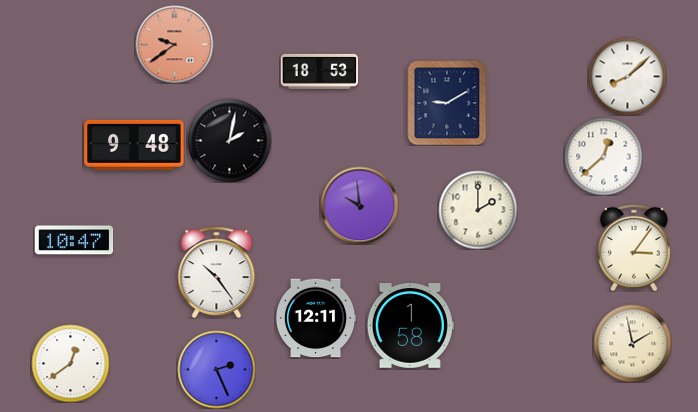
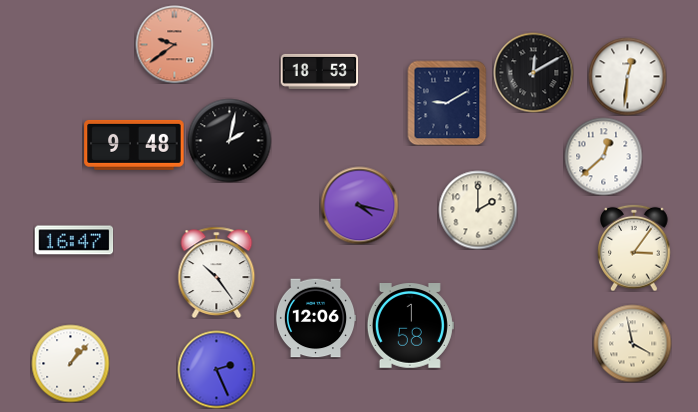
clock at (533, 72): none -> 12:10
clock at (627, 76): 8:08 -> 12:31
clock at (359, 205): 9:59 -> 4:17
clock at (74, 240): 10:47 -> 16:47
clock at (316, 318): 12:11 -> 12:06
clock at (632, 343): 1:58 -> 3:58
clock at (70, 363): 12:39 -> 1:07
